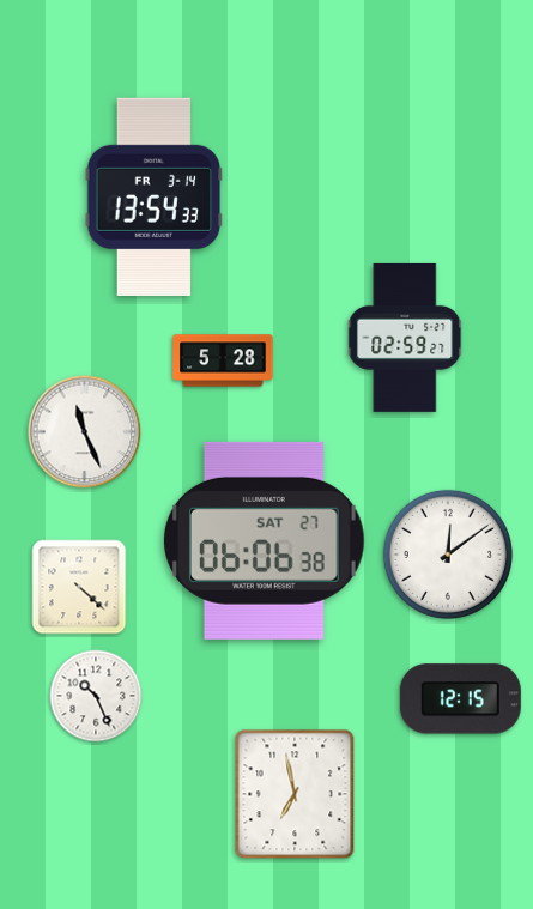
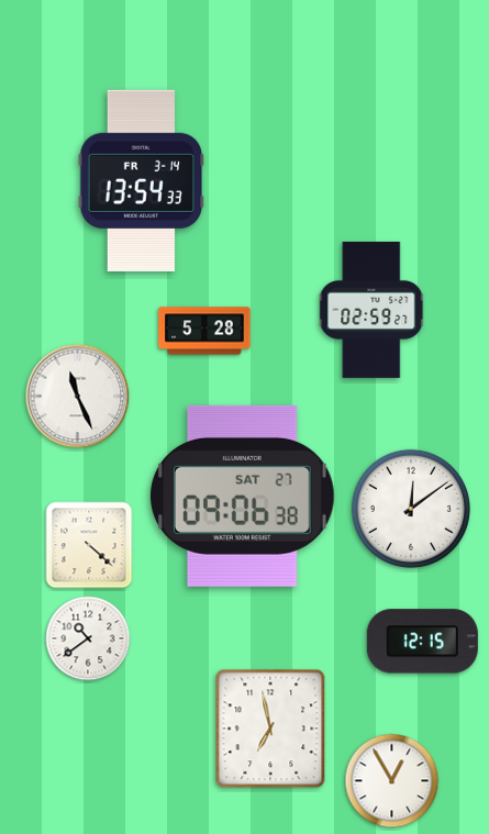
clock at (265, 540): 06:06 -> 09:06
clock at (79, 587) position: (79, 587) -> (89, 545)
clock at (96, 696): 10:26 -> 10:39
clock at (392, 781): none -> 12:55
